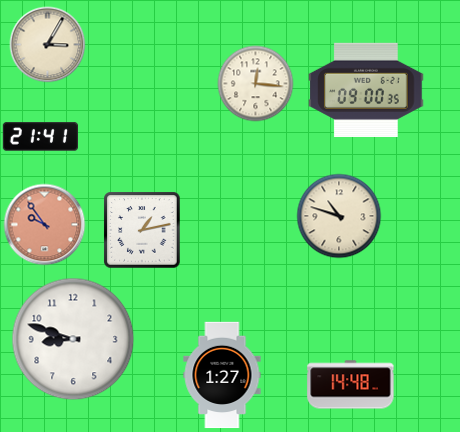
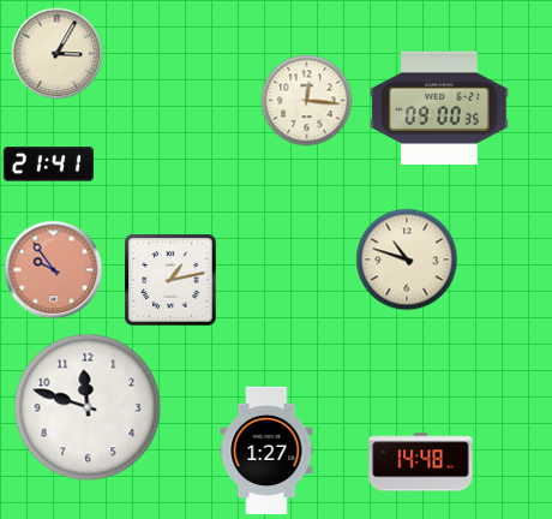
clock at (142, 230) position: (142, 230) -> (170, 280)
clock at (73, 339): 8:48 -> 11:48
